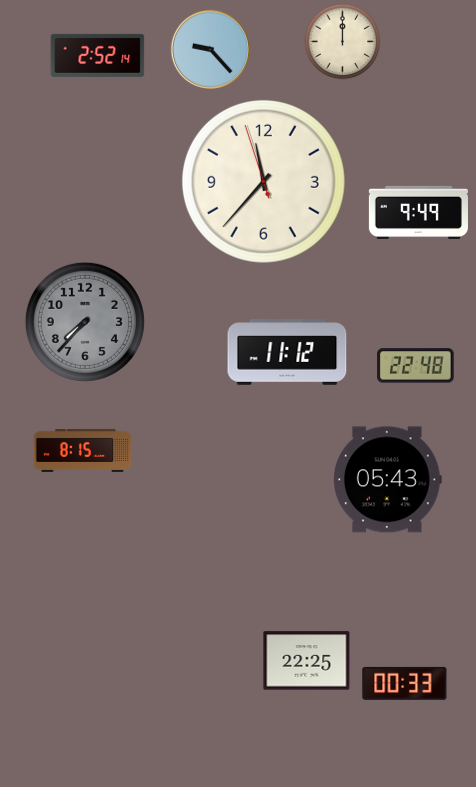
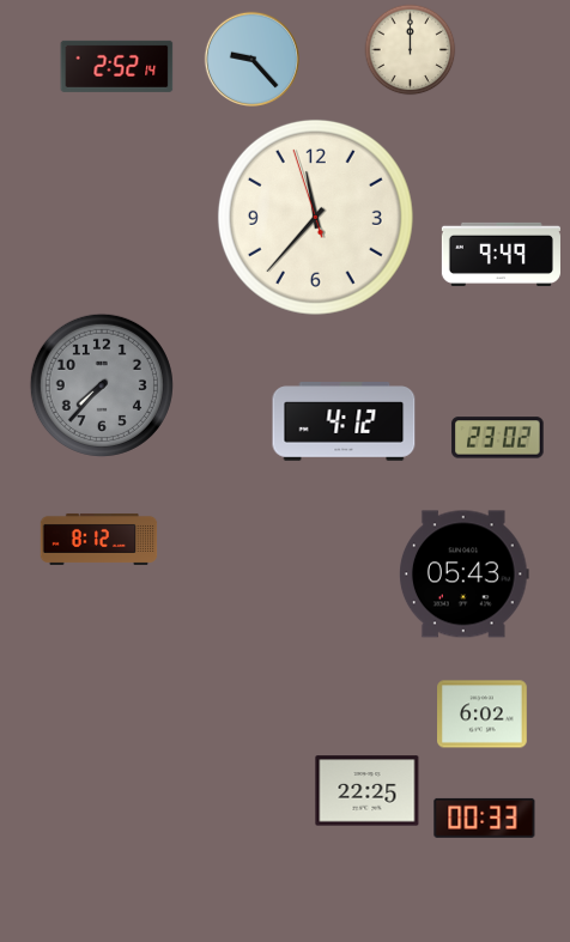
clock at (287, 352): 11:12 -> 4:12
clock at (416, 366): 22:48 -> 23:02
clock at (83, 450): 8:15 -> 8:12
clock at (483, 715): none -> 6:02
